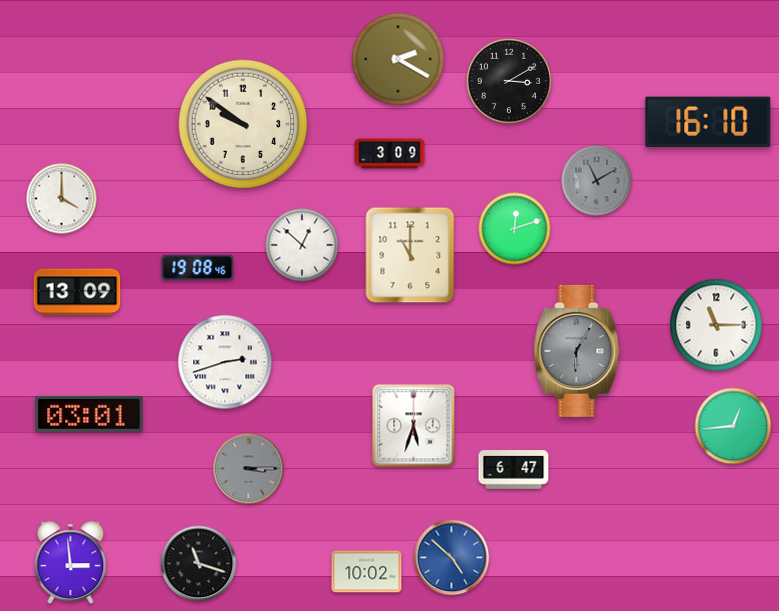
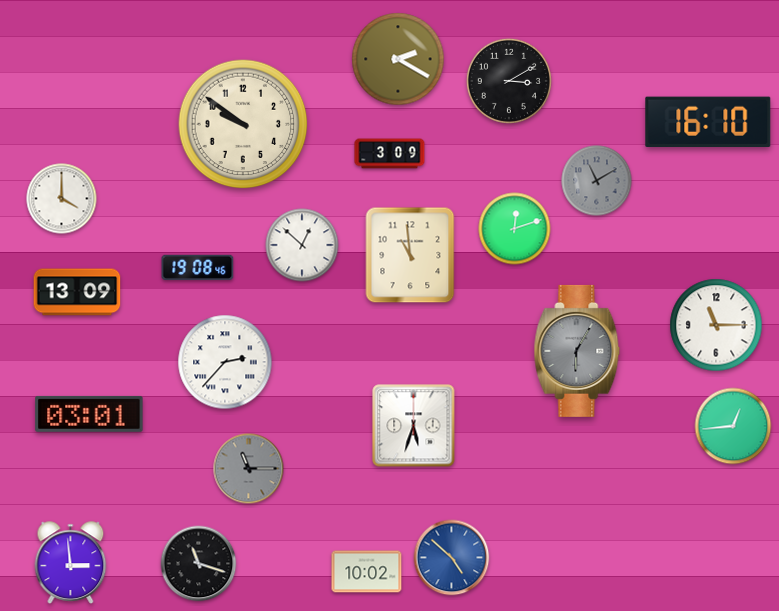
clock at (410, 255): 11:00 -> 10:59
clock at (225, 362): 2:42 -> 2:37
clock at (249, 469): 3:15 -> 11:15
clock at (514, 470): 6:47 -> none
